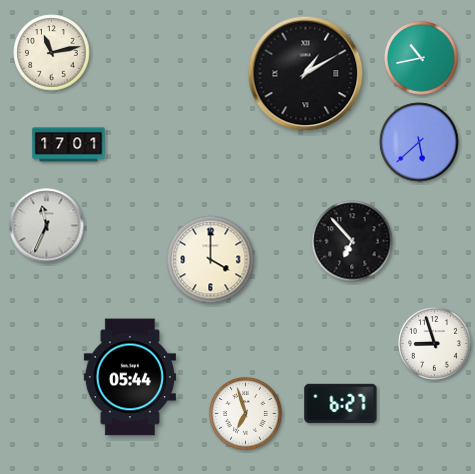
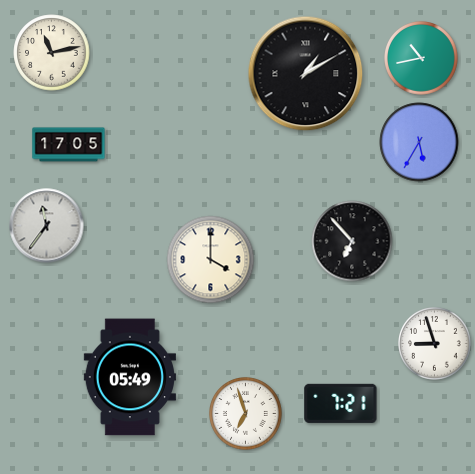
clock at (419, 142): 5:38 -> 5:35
clock at (69, 145): 17:01 -> 17:05
clock at (47, 226): 11:34 -> 11:36
clock at (130, 377): 05:44 -> 05:49
clock at (341, 403): 6:27 -> 7:21
